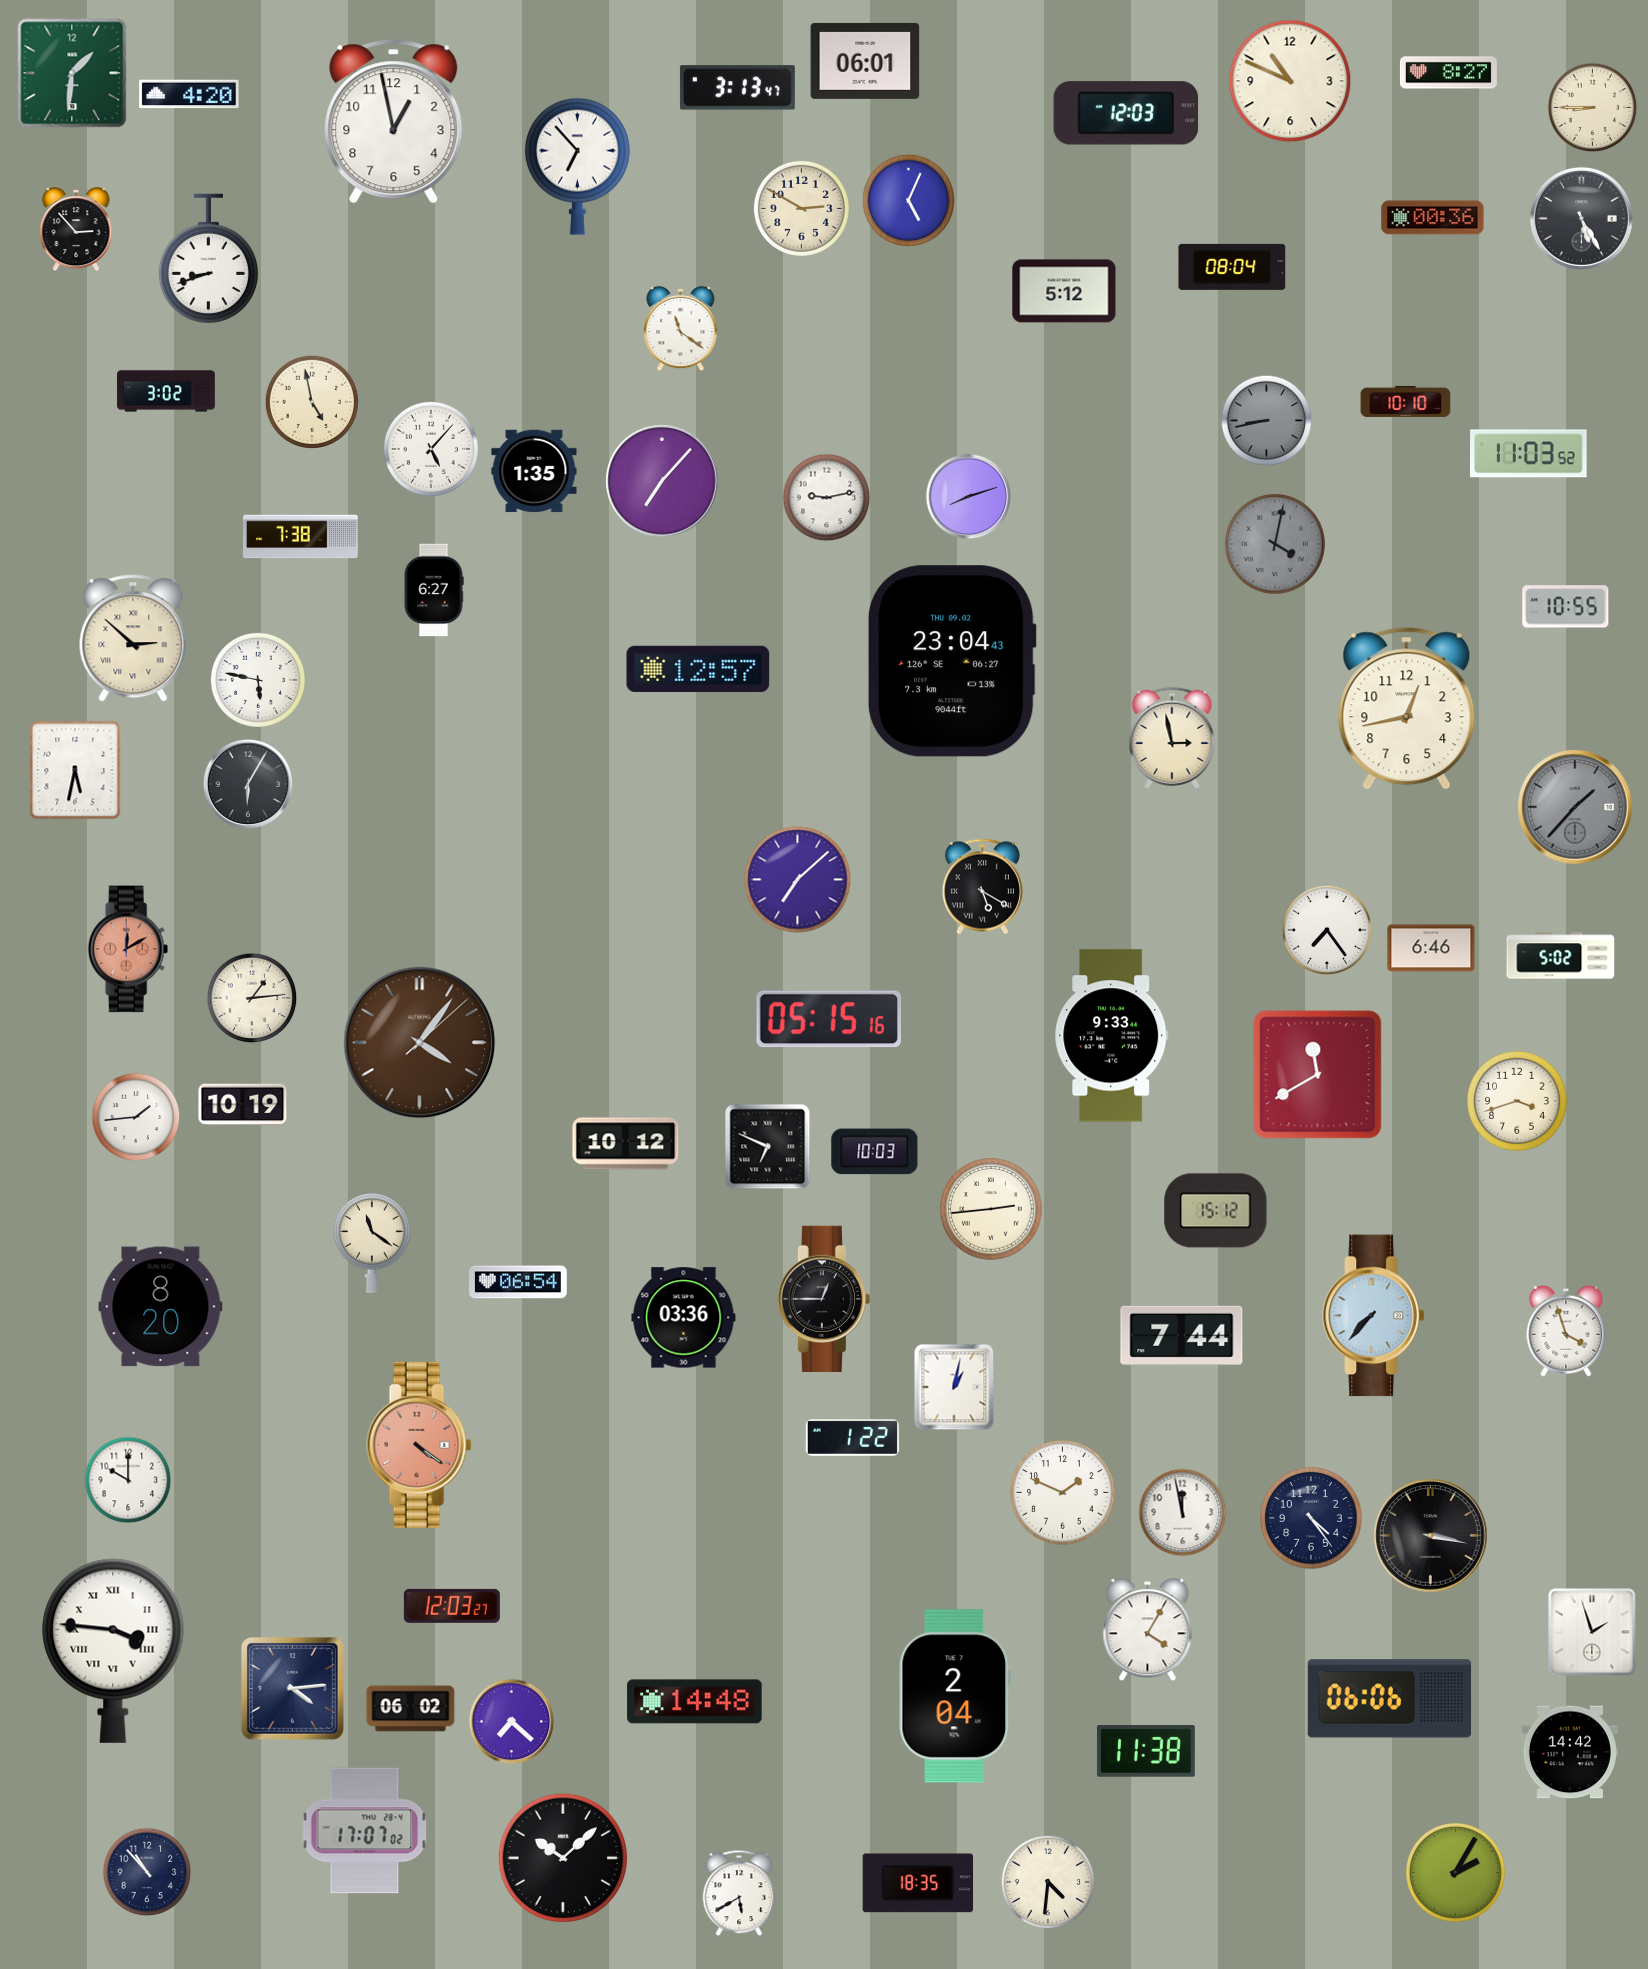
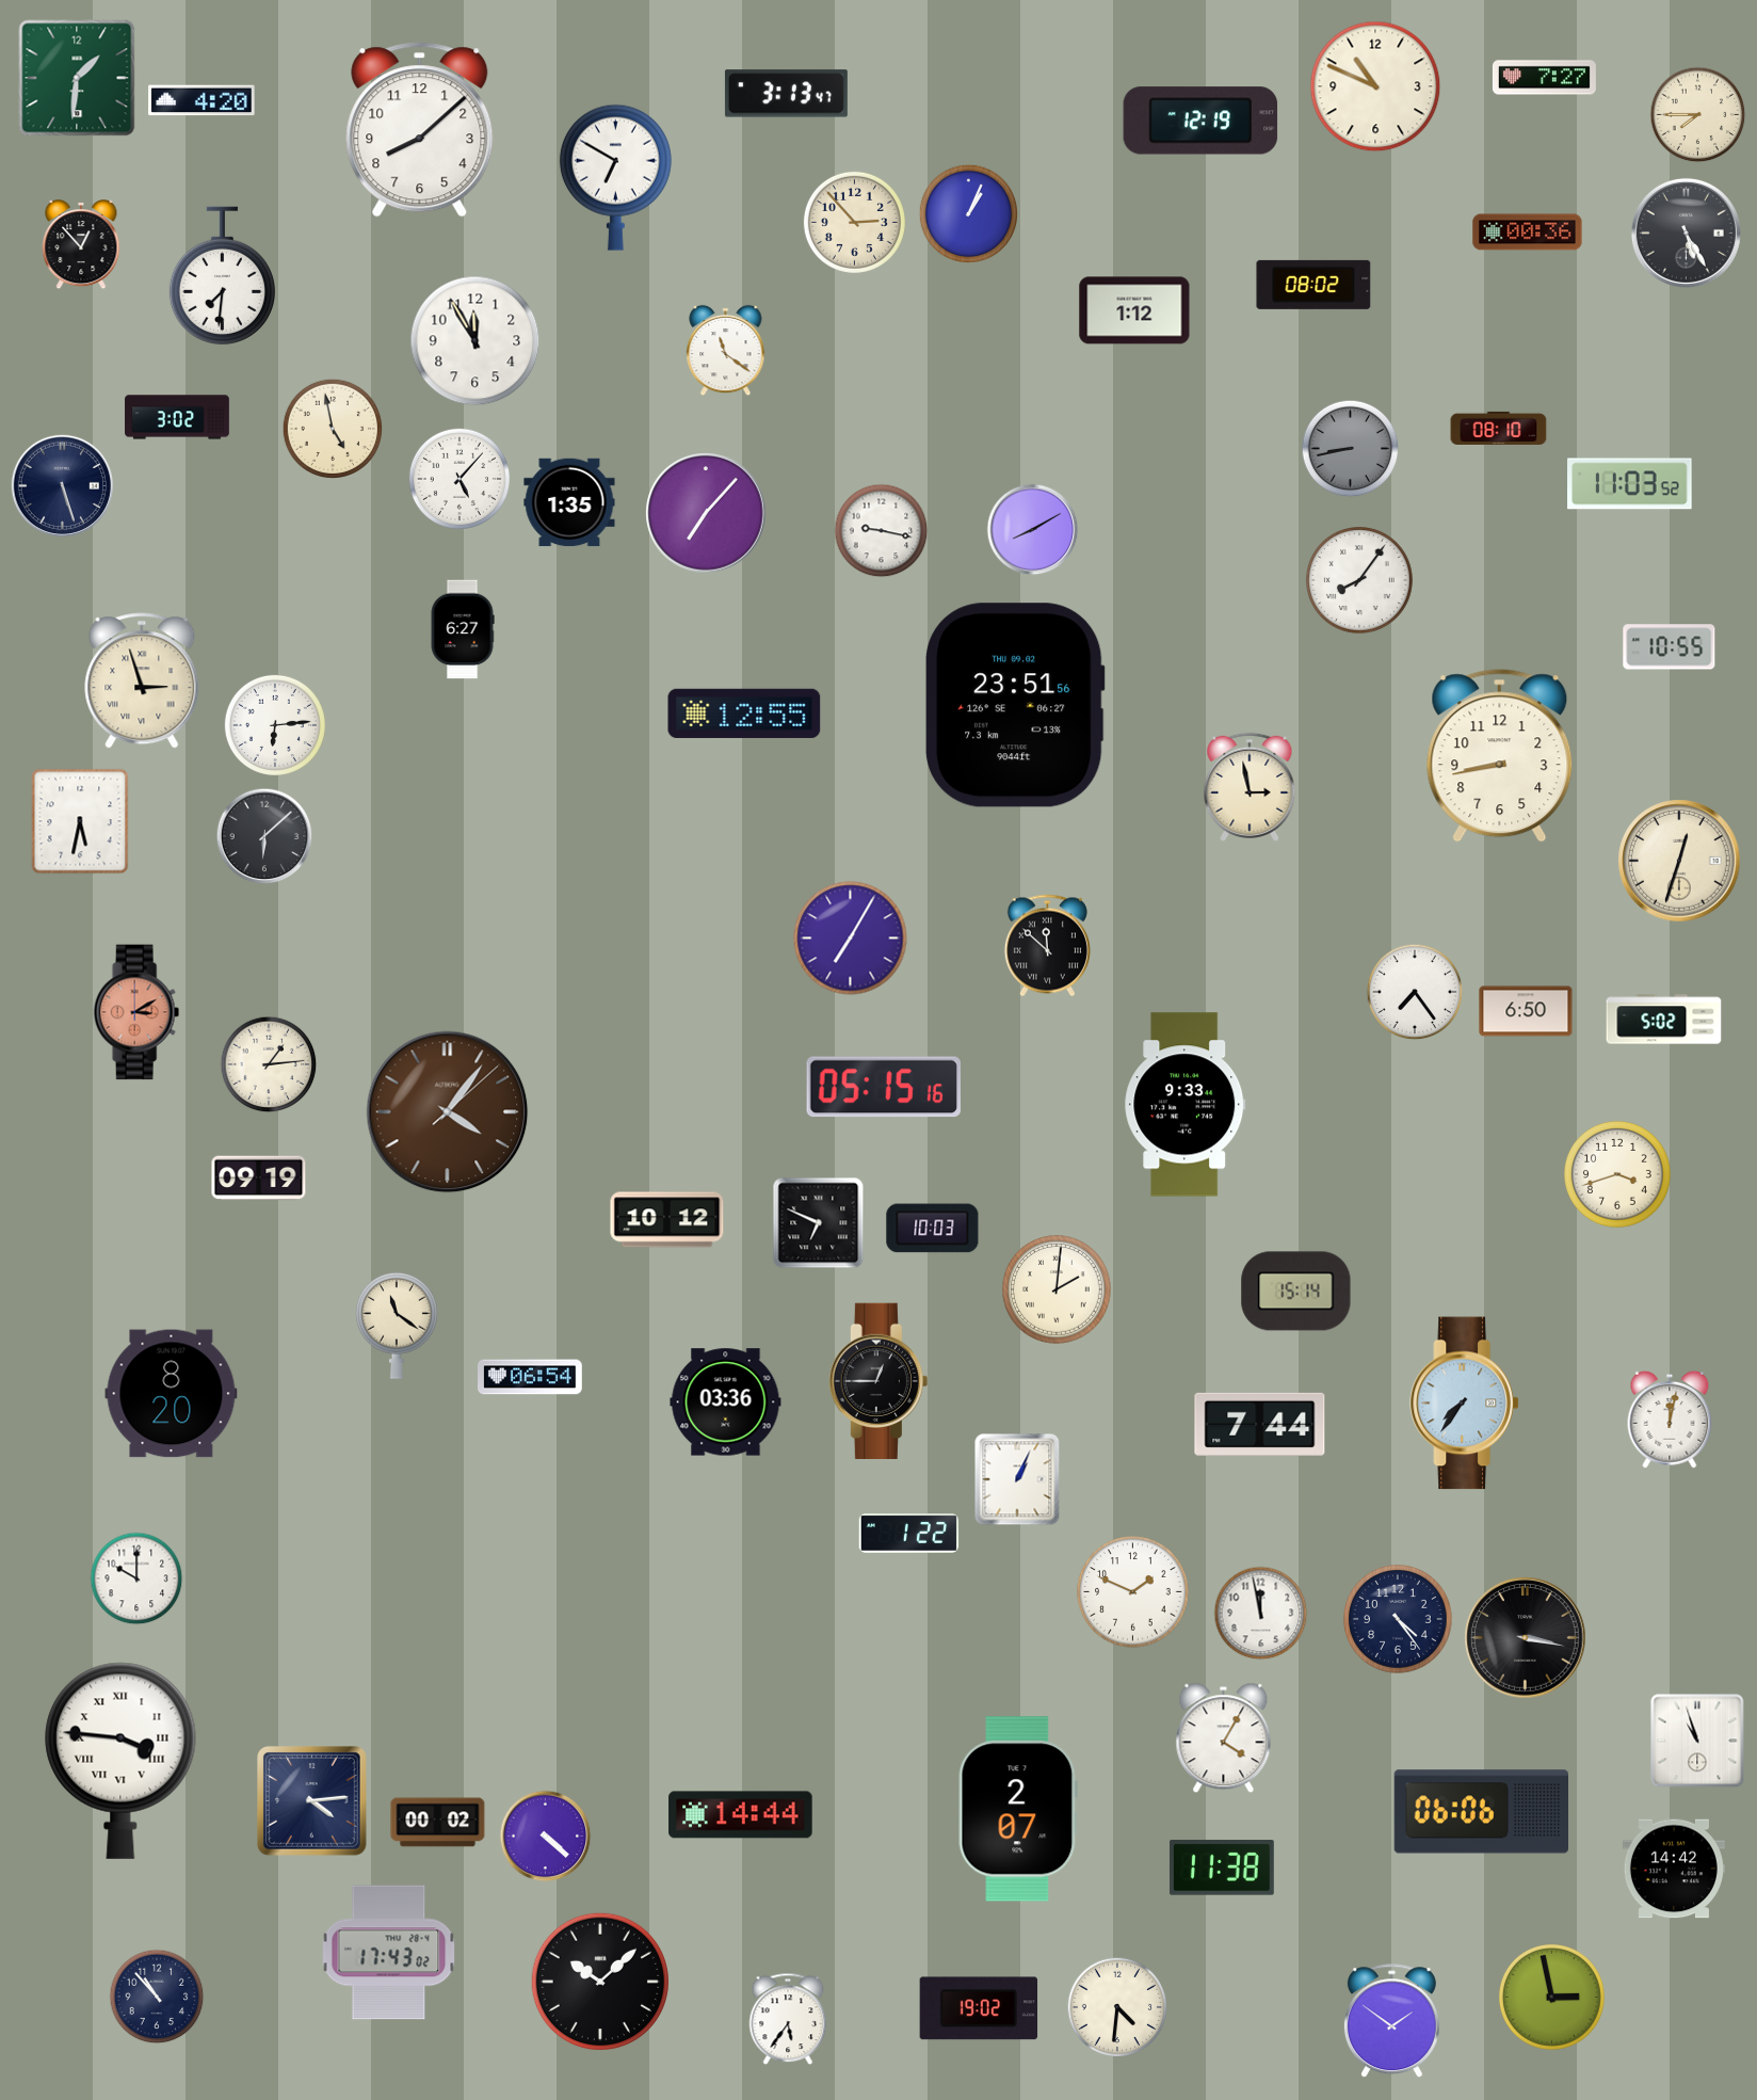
clock at (865, 61): 06:01 -> none
clock at (1448, 73): 8:27 -> 7:27
clock at (1593, 108): 8:45 -> 7:45
clock at (1126, 113): 12:03 -> 12:19
clock at (394, 122): 12:58 -> 8:08
clock at (577, 166): 6:53 -> 6:50
clock at (909, 201): 5:04 -> 1:04
clock at (801, 208): 2:50 -> 2:53
clock at (76, 229): 2:53 -> 12:53
clock at (208, 258): 8:42 -> 7:31
clock at (1232, 267): 08:04 -> 08:02
clock at (1064, 291): 5:12 -> 1:12
clock at (475, 341): none -> 11:55
clock at (1406, 401): 10:10 -> 08:10
clock at (62, 485): none -> 5:27
clock at (969, 497): 8:12 -> 8:10
clock at (827, 498): 9:13 -> 9:17
clock at (301, 537): 7:38 -> none
clock at (1276, 545): 4:02 -> 8:06
clock at (1276, 545) dial: grey -> white
clock at (133, 638): 2:52 -> 2:57
clock at (952, 661): 23:04 -> 23:51
clock at (698, 669): 12:57 -> 12:55
clock at (258, 680): 5:47 -> 6:14
clock at (1407, 709): 12:43 -> 8:43
clock at (248, 784): 6:05 -> 6:08
clock at (1575, 807): 1:37 -> 12:33
clock at (1575, 807) dial: grey -> cream
clock at (798, 880): 7:08 -> 7:05
clock at (982, 887): 5:20 -> 11:52
clock at (1431, 948): 6:46 -> 6:50
clock at (128, 949): 12:10 -> 3:10
clock at (1318, 1075): 11:40 -> none
clock at (243, 1105): 10:19 -> 09:19
clock at (136, 1117): 1:44 -> none
clock at (991, 1209): 2:44 -> 2:01
clock at (1216, 1211): 15:12 -> 15:14
clock at (519, 1282) position: (519, 1282) -> (531, 1377)
clock at (824, 1298) position: (824, 1298) -> (878, 1380)
clock at (1374, 1316): 7:37 -> 7:36
clock at (684, 1318) position: (684, 1318) -> (726, 1402)
clock at (1566, 1331): 3:57 -> 12:02
clock at (954, 1387): 1:02 -> 1:04
clock at (419, 1445): 4:21 -> none
clock at (452, 1606): 12:03 -> none
clock at (1592, 1632): 1:57 -> 10:57
clock at (955, 1696): 2:04 -> 2:07
clock at (695, 1702): 14:48 -> 14:44
clock at (411, 1709): 06:02 -> 00:02
clock at (512, 1722): 7:22 -> 4:22
clock at (365, 1831): 17:07 -> 17:43
clock at (1455, 1872): 2:05 -> 2:58
clock at (918, 1883): 18:35 -> 19:02
clock at (739, 1893): 5:40 -> 5:36
clock at (1391, 2021): none -> 1:51
